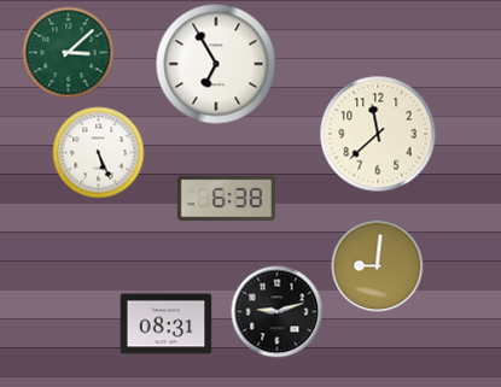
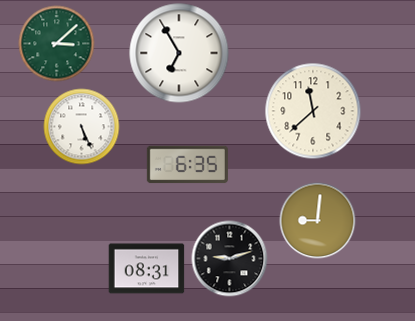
clock at (226, 199): 6:38 -> 6:35
clock at (378, 266) position: (378, 266) -> (318, 221)
clock at (167, 324) position: (167, 324) -> (147, 269)
